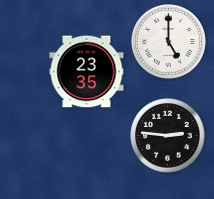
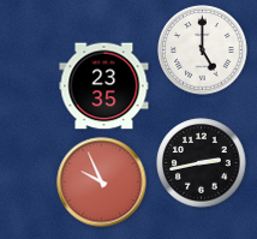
clock at (168, 136): 2:46 -> 2:43
clock at (102, 183): none -> 9:56
